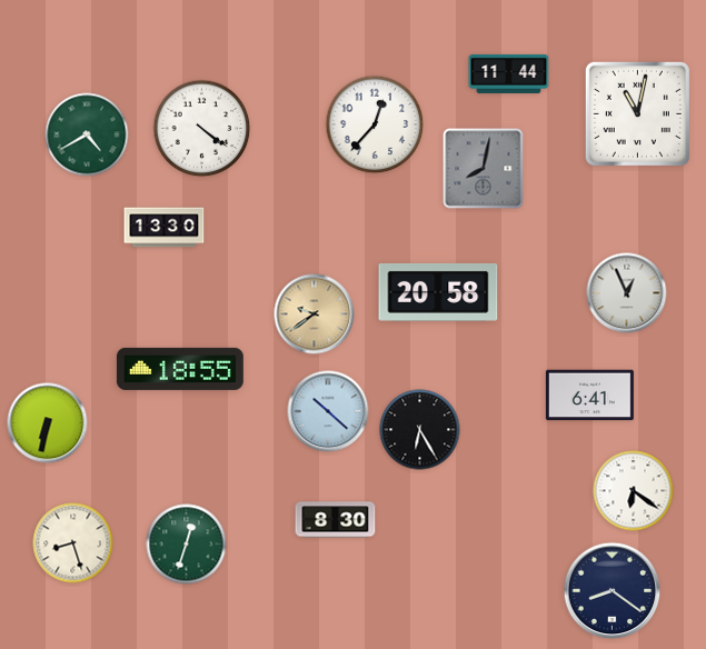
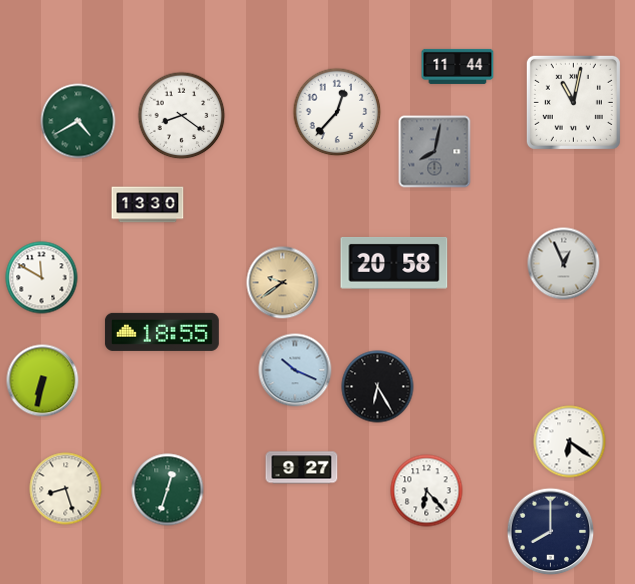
clock at (202, 129): 4:21 -> 8:21
clock at (42, 278): none -> 11:50
clock at (589, 396): 6:41 -> none
clock at (328, 411): 10:22 -> 10:19
clock at (336, 520): 8:30 -> 9:27
clock at (427, 491): none -> 6:23
clock at (613, 591): 8:21 -> 8:00
